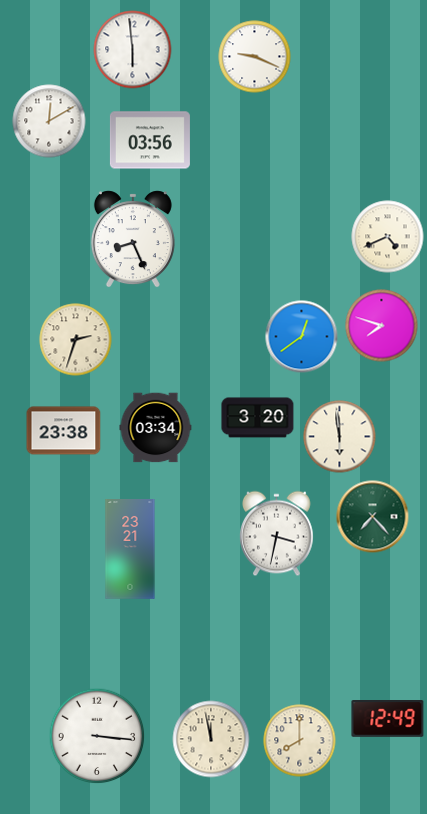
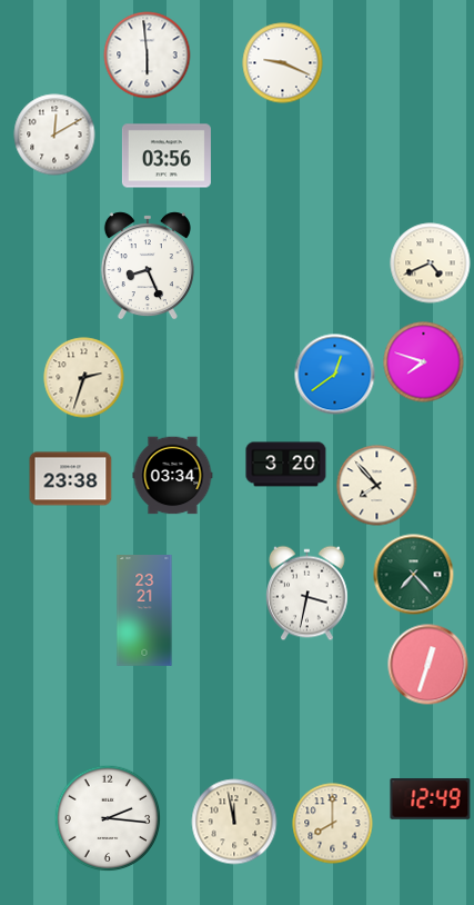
clock at (340, 437): 5:59 -> 7:53
clock at (428, 665): none -> 12:33
clock at (97, 736): 3:16 -> 2:16
